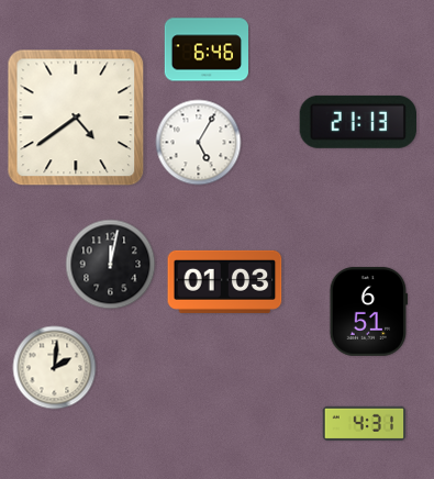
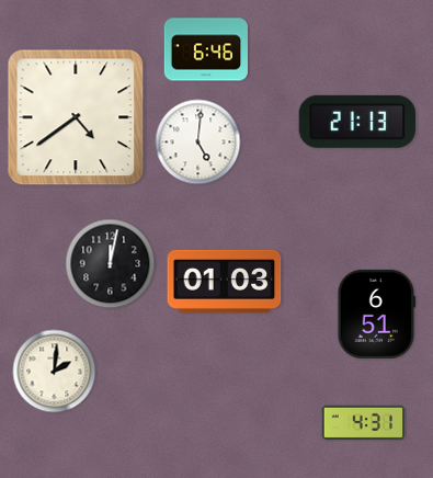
clock at (199, 143): 5:05 -> 5:01
clock at (369, 311) position: (369, 311) -> (377, 314)
clock at (55, 368) position: (55, 368) -> (55, 372)
